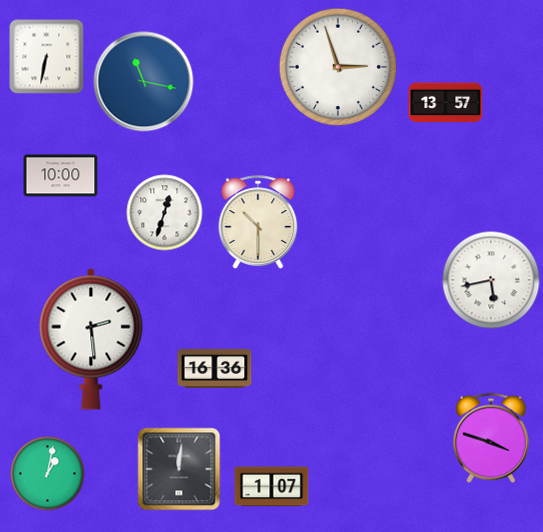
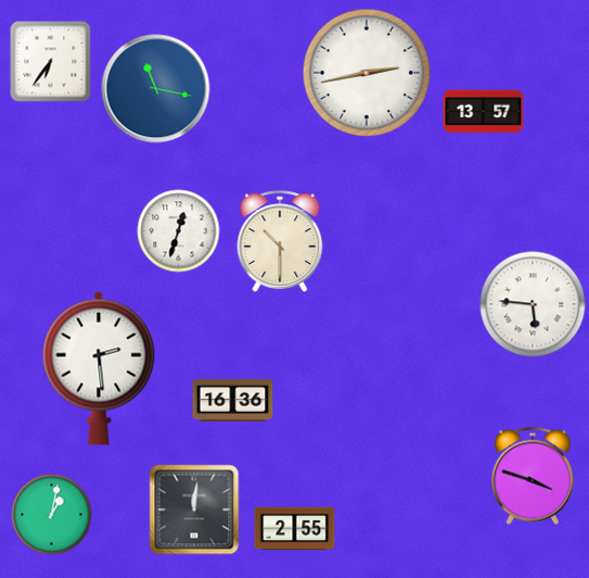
clock at (47, 57): 6:32 -> 6:36
clock at (338, 67): 2:57 -> 2:43
clock at (61, 176): 10:00 -> none
clock at (491, 280): 5:43 -> 5:46
clock at (272, 487): 1:07 -> 2:55
